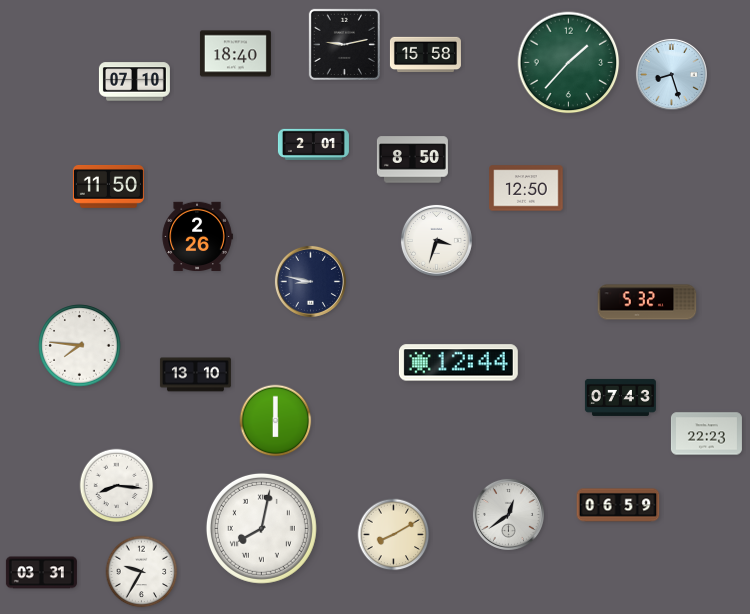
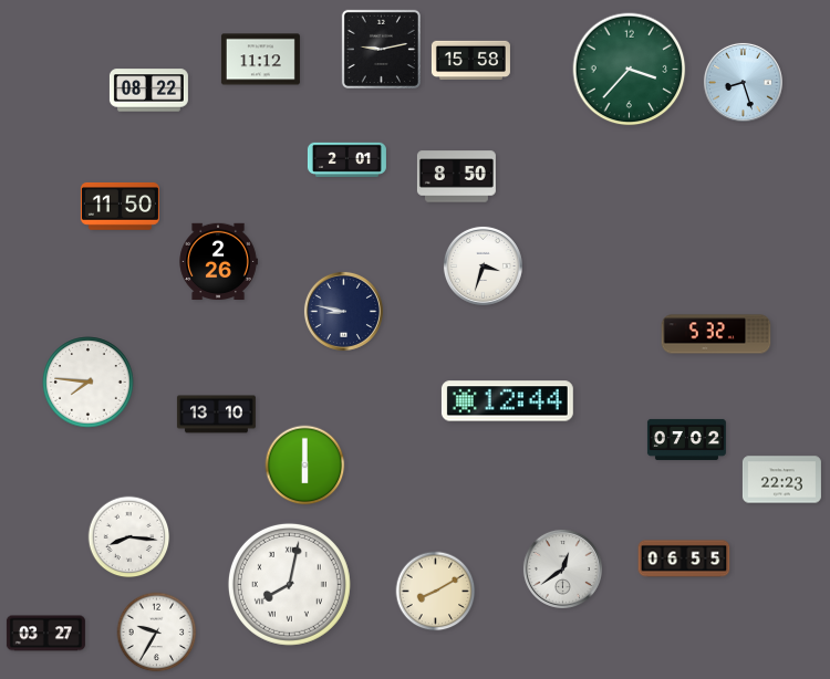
clock at (235, 54): 18:40 -> 11:12
clock at (569, 63): 1:37 -> 3:37
clock at (134, 82): 07:10 -> 08:22
clock at (526, 188): 12:50 -> none
clock at (620, 397): 07:43 -> 07:02
clock at (618, 505): 06:59 -> 06:55
clock at (41, 573): 03:31 -> 03:27
